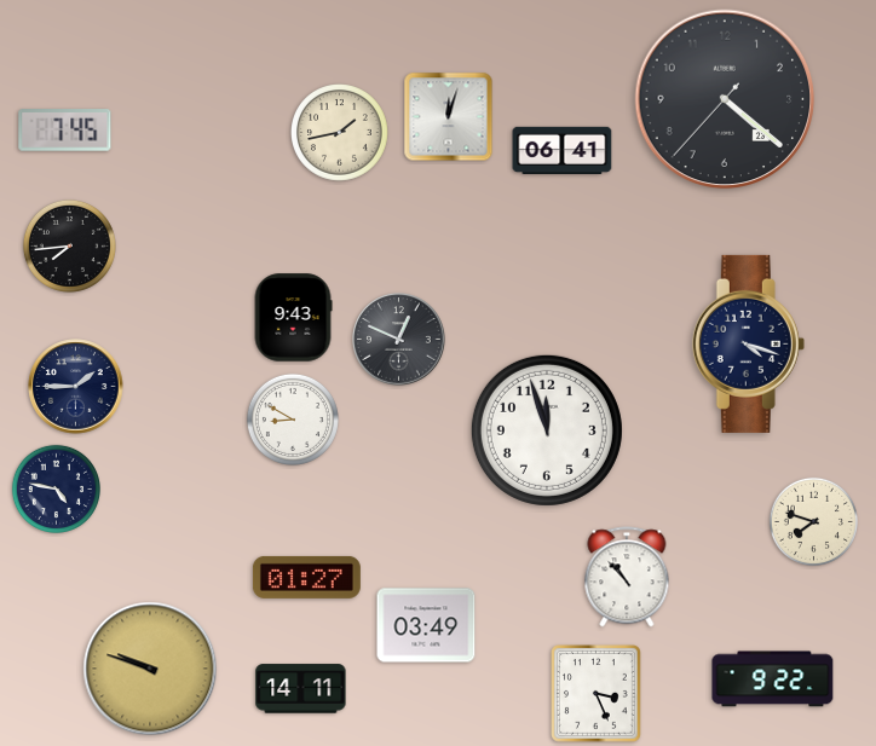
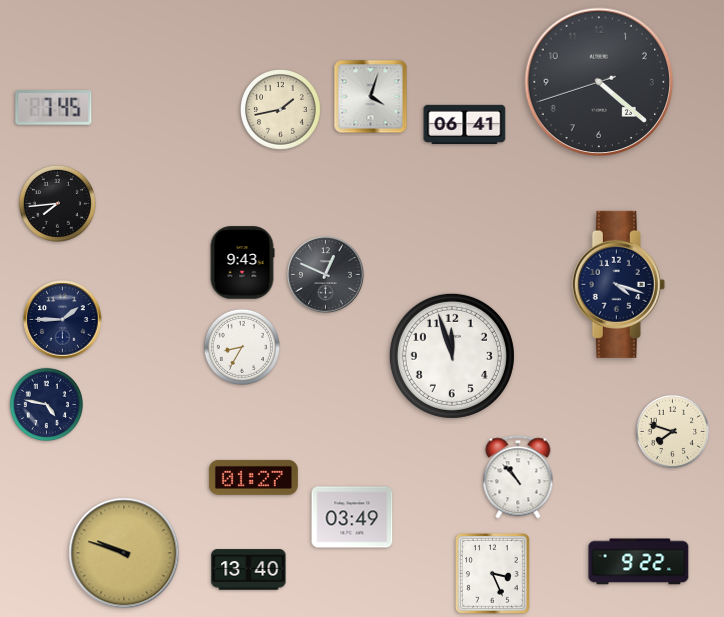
clock at (725, 99): 4:21:37 -> 4:21:42
clock at (449, 117): 12:03 -> 4:03
clock at (399, 340) position: (399, 340) -> (326, 275)
clock at (293, 420): 8:50 -> 8:35
clock at (301, 689): 14:11 -> 13:40
